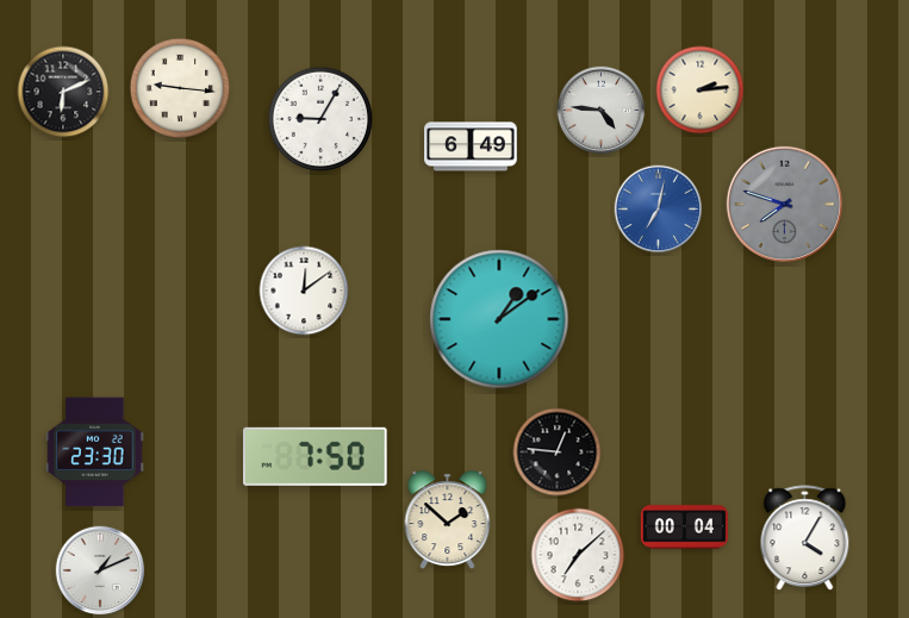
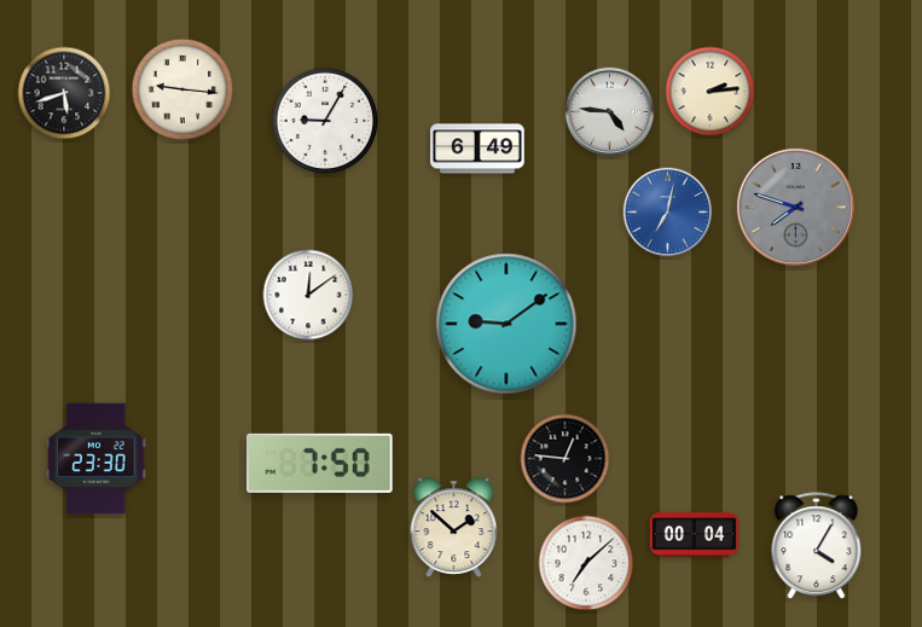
clock at (63, 92): 6:11 -> 5:42
clock at (499, 319): 1:09 -> 9:09
clock at (100, 570): 1:11 -> none
